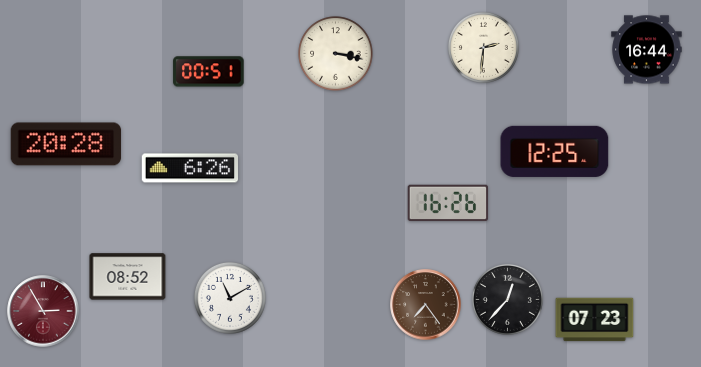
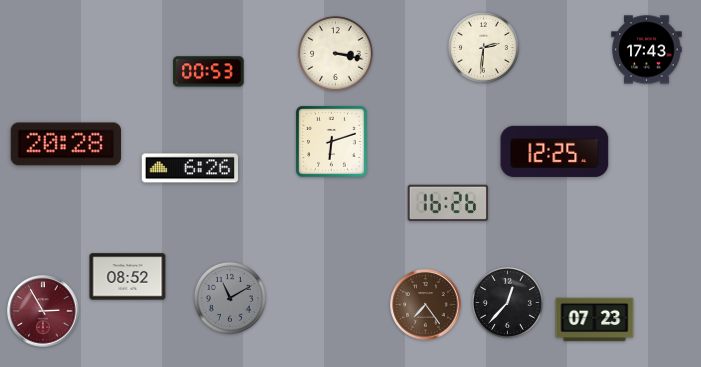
clock at (647, 50): 16:44 -> 17:43
clock at (209, 72): 00:51 -> 00:53
clock at (332, 142): none -> 6:12
clock at (230, 298) dial: white -> grey
clock at (507, 299) position: (507, 299) -> (507, 302)
